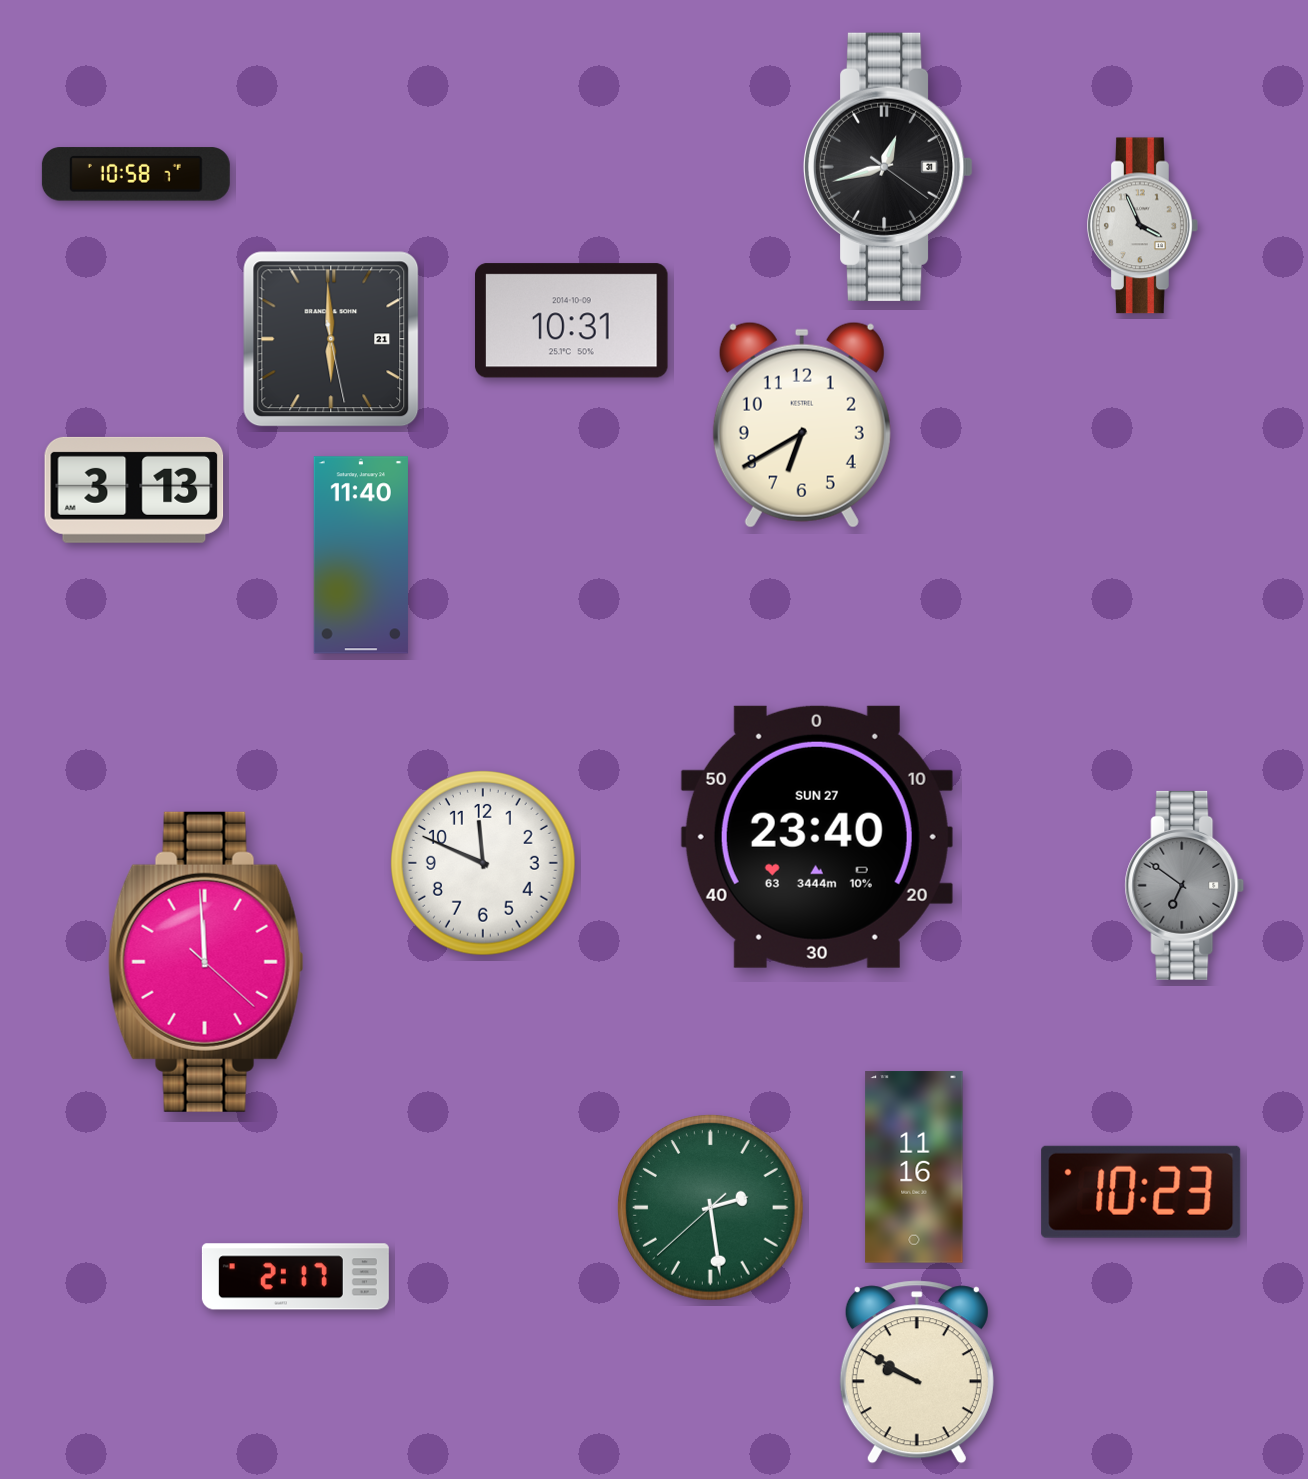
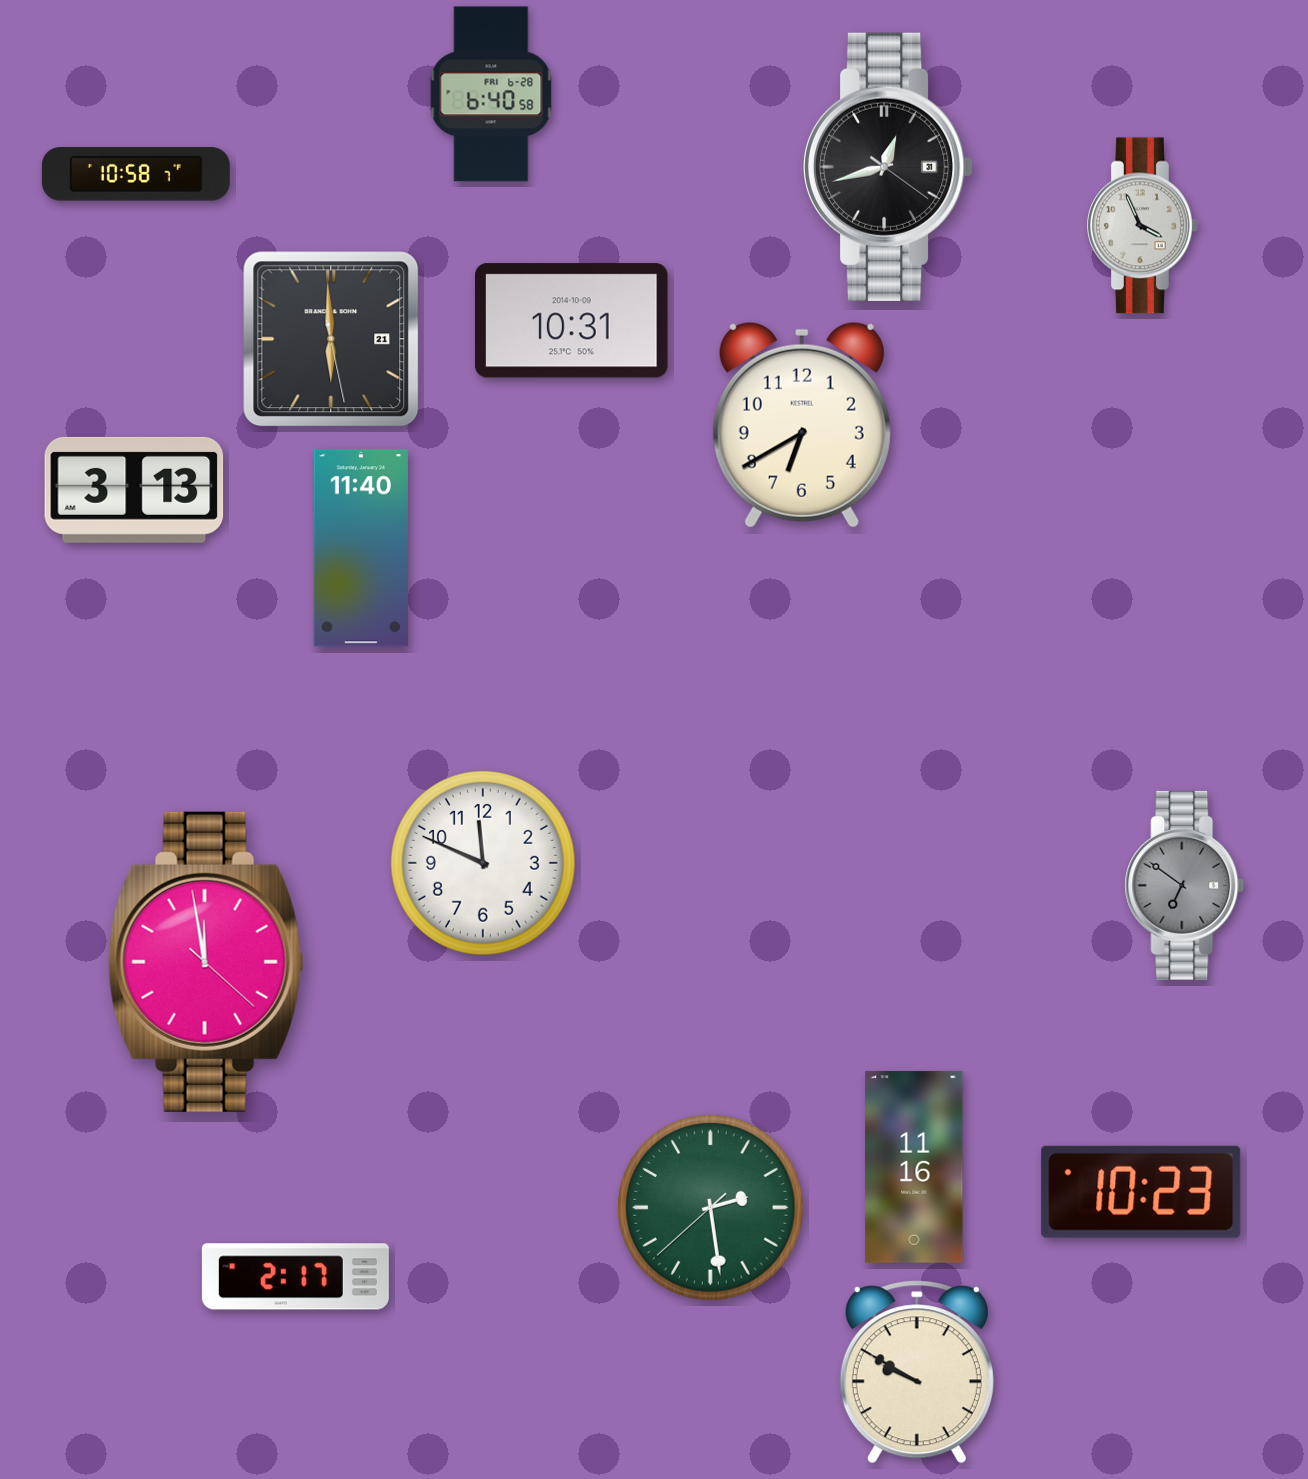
clock at (491, 94): none -> 6:40
clock at (361, 555) position: (361, 555) -> (361, 548)
clock at (817, 837): 23:40 -> none
clock at (206, 962): 11:59 -> 11:58
